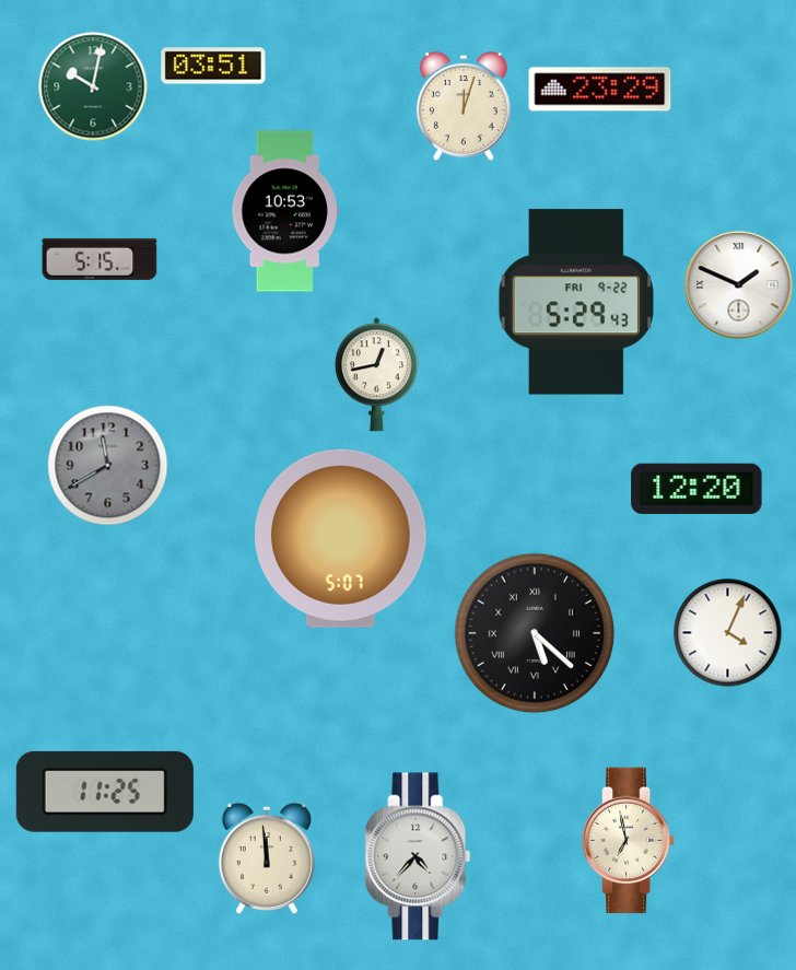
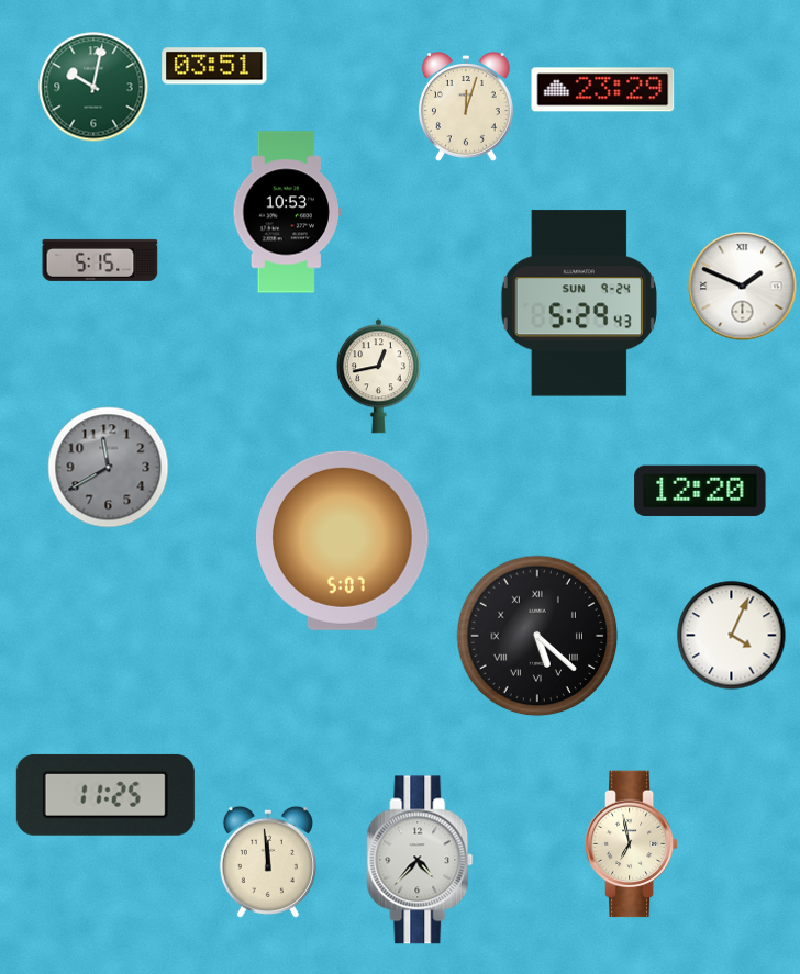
clock at (576, 302) date: FRI 9-22 -> SUN 9-24
